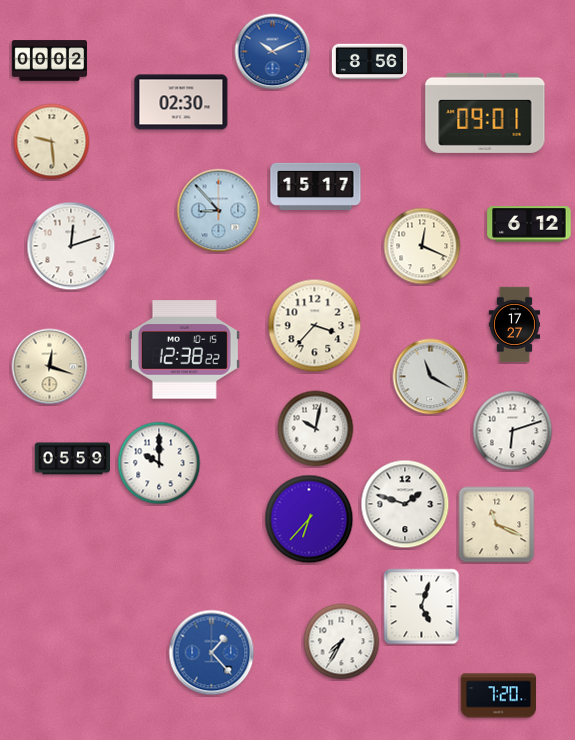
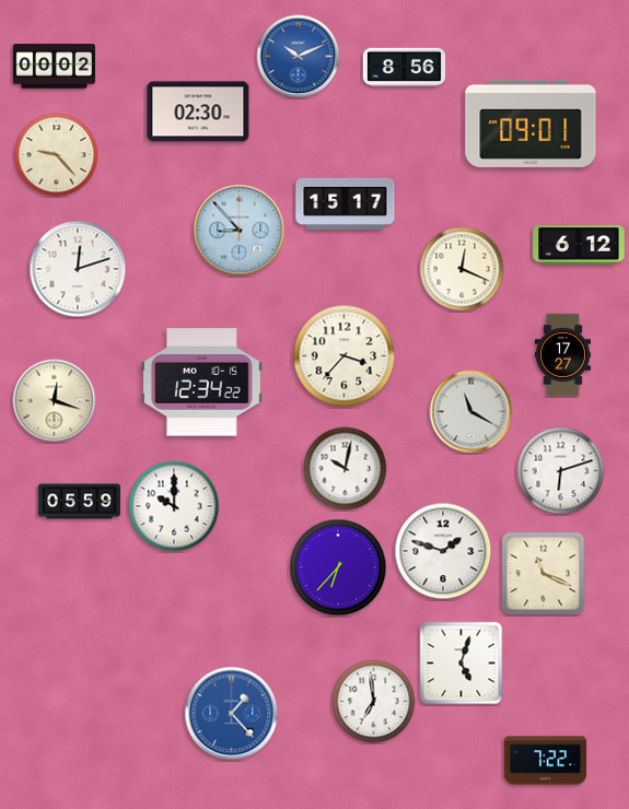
clock at (52, 142): 9:29 -> 9:23
clock at (184, 350): 12:38 -> 12:34
clock at (342, 642): 7:35 -> 6:59
clock at (498, 696): 7:20 -> 7:22
